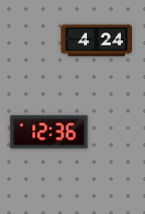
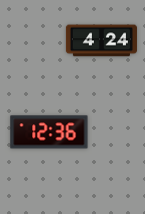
clock at (96, 41) position: (96, 41) -> (101, 41)
